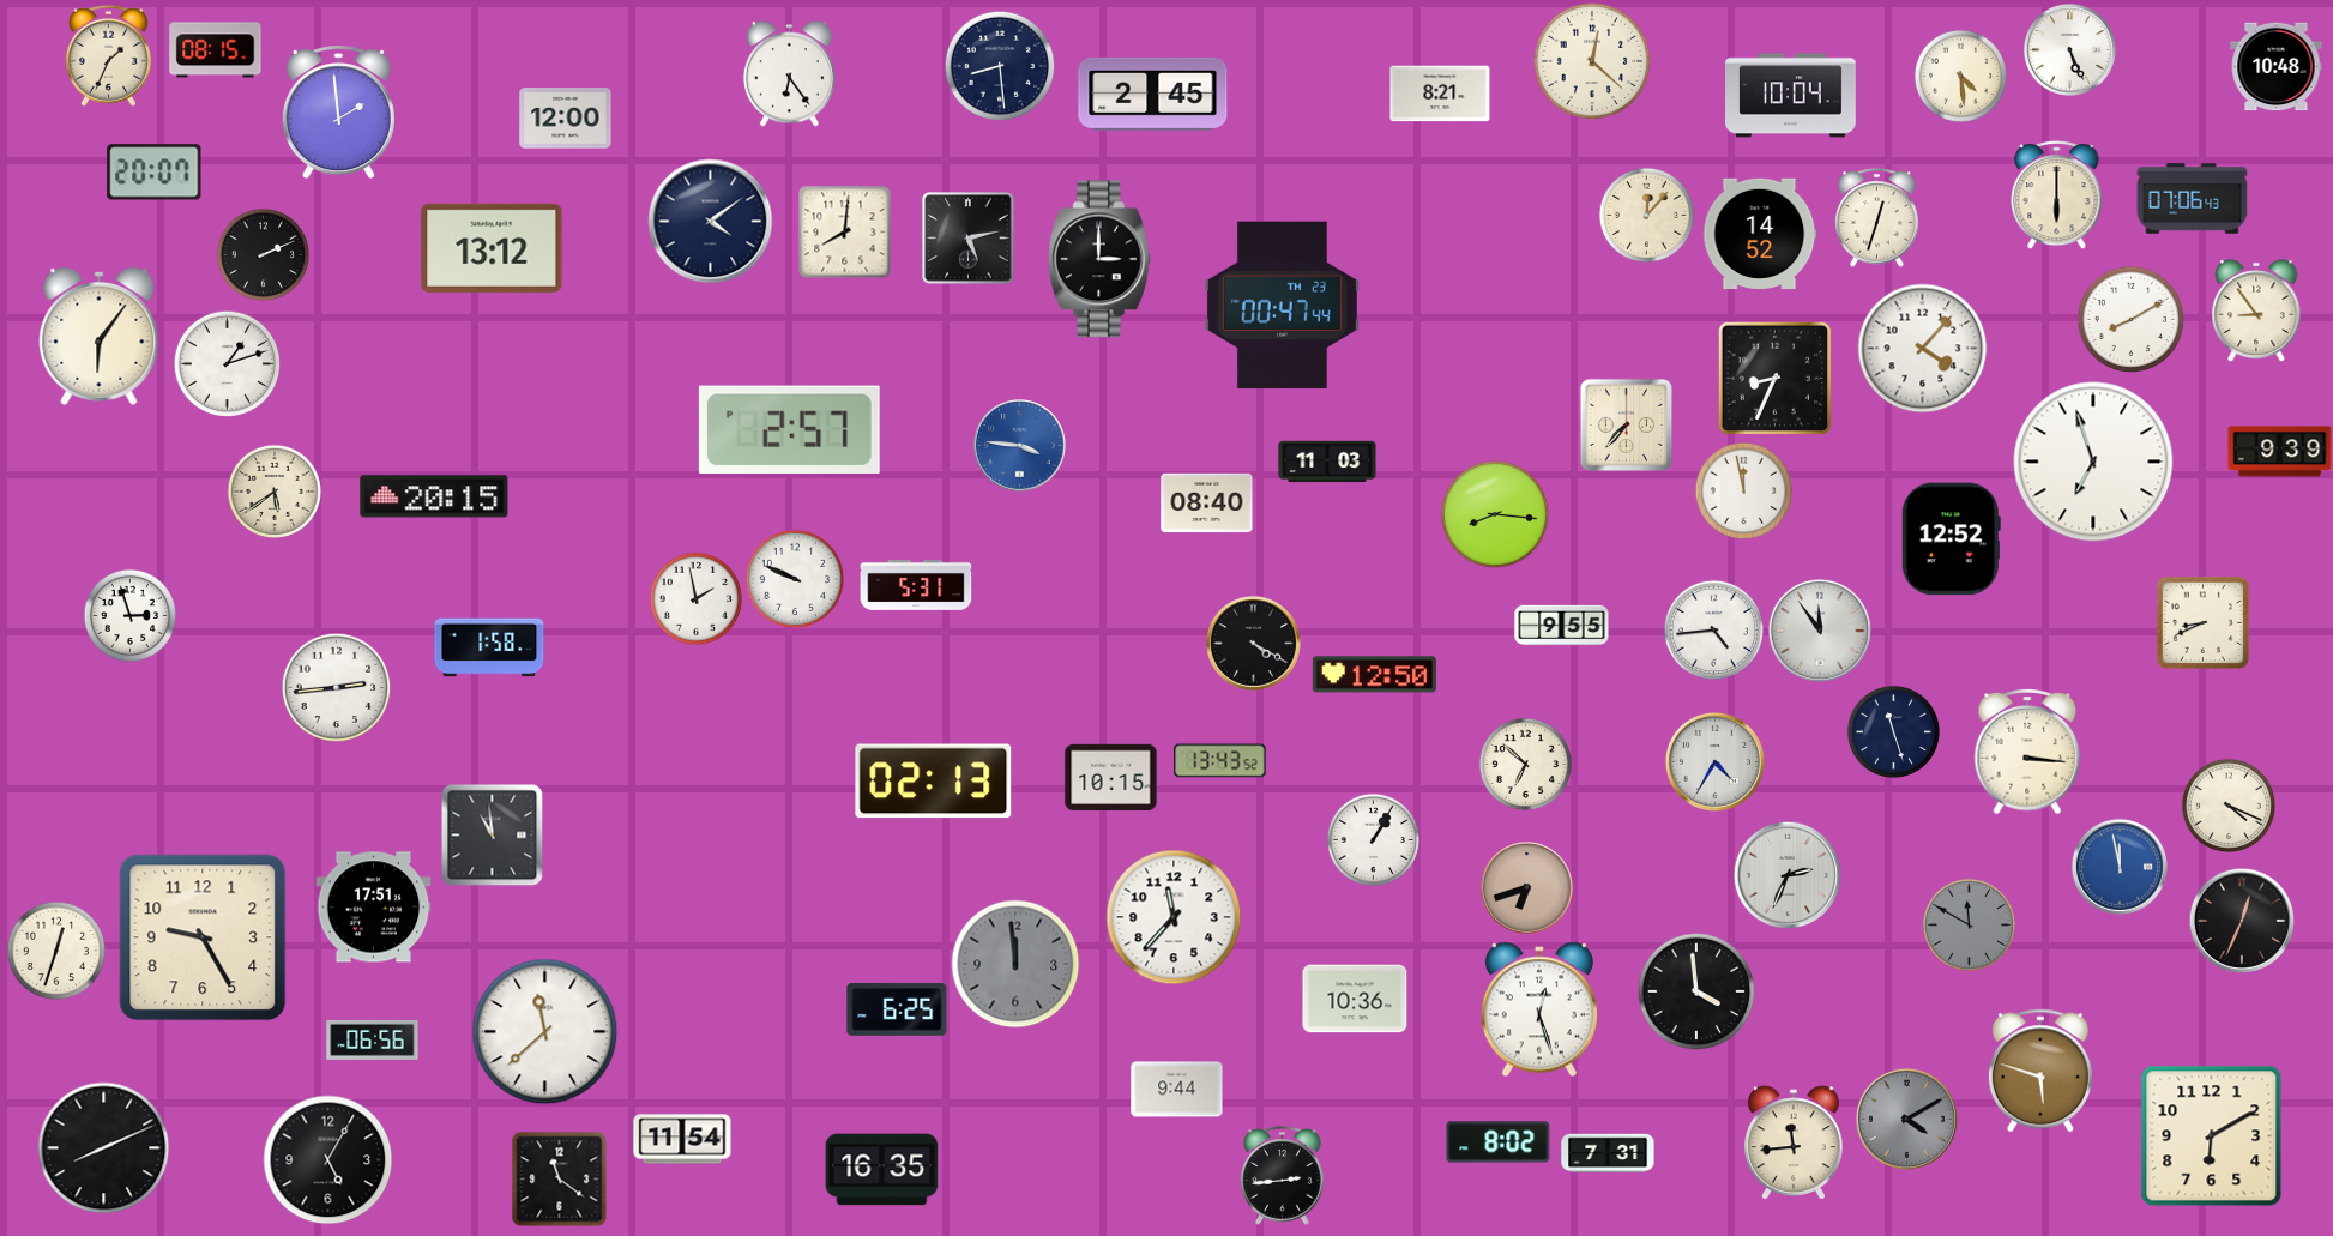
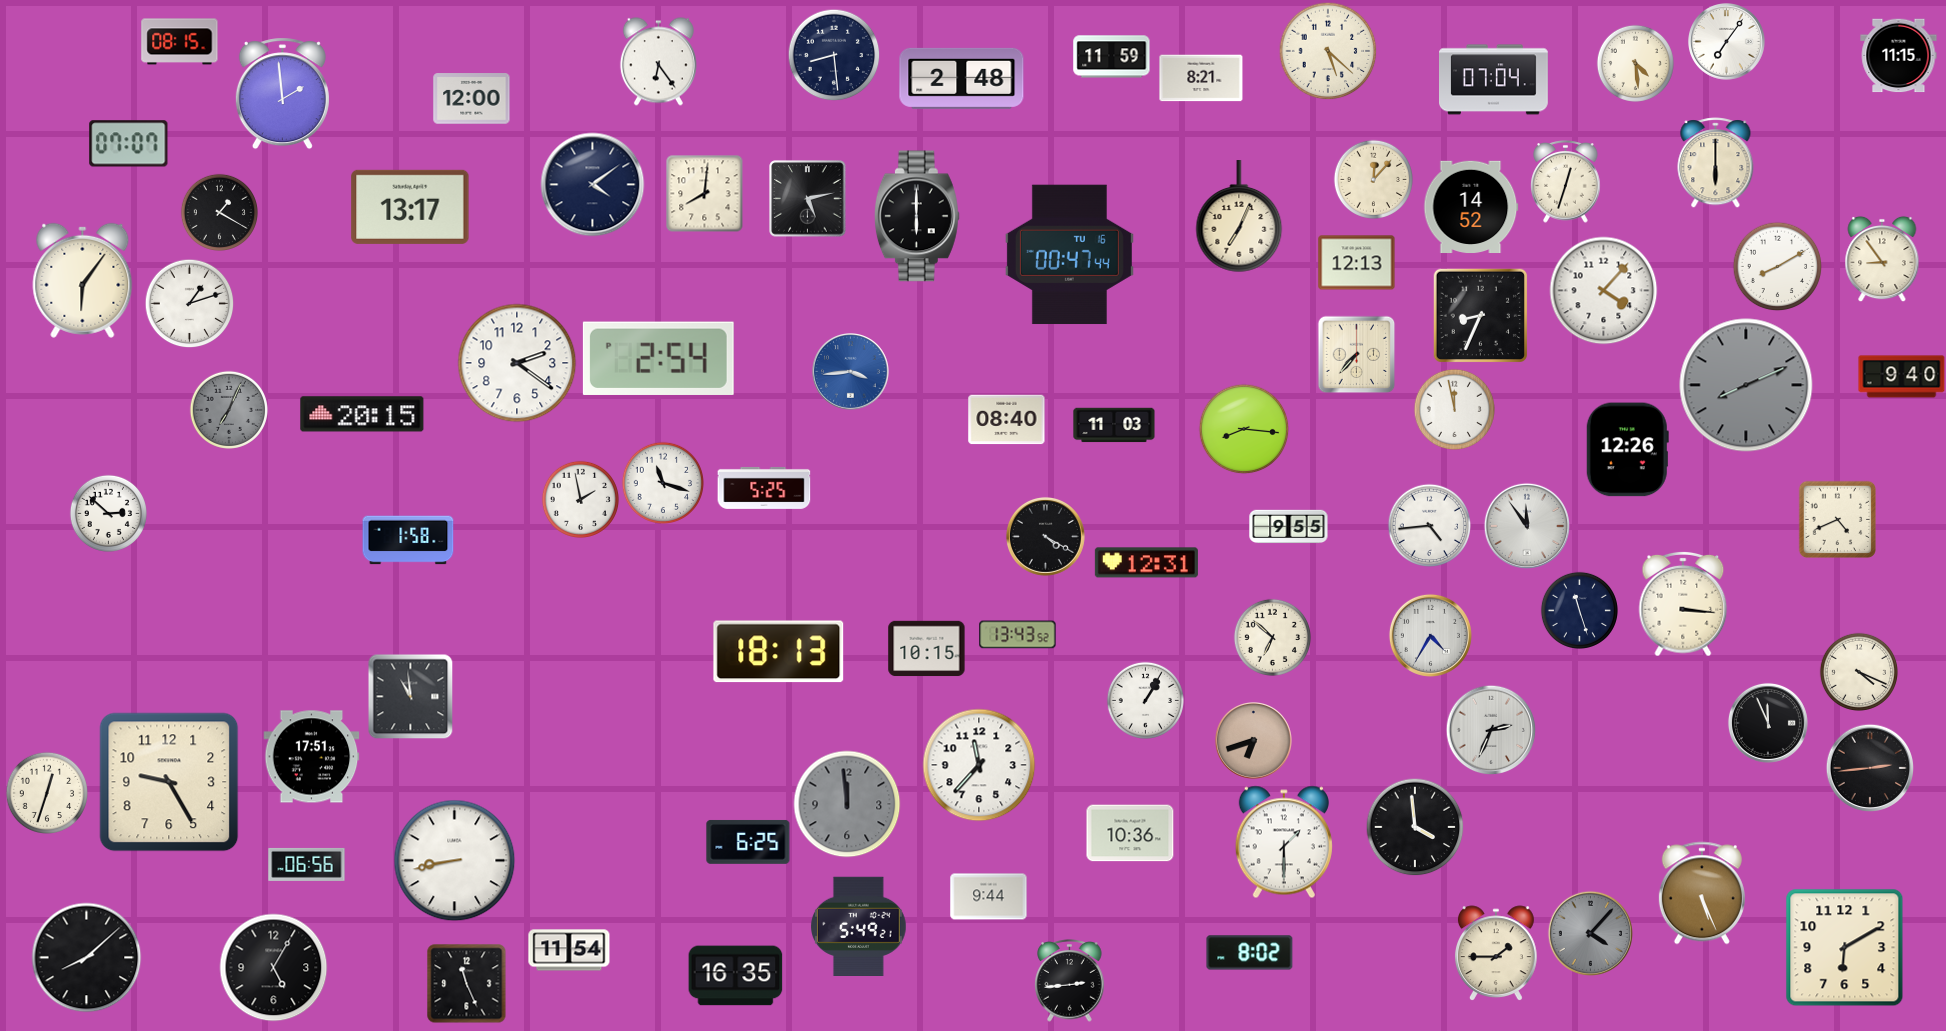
clock at (2070, 50): 5:26 -> 7:06
clock at (108, 55): 1:34 -> none
clock at (1592, 61): 12:22 -> 5:22
clock at (2277, 67): 10:48 -> 11:15
clock at (1112, 57): none -> 11:59
clock at (1153, 94): 2:45 -> 2:48
clock at (1791, 96): 10:04 -> 07:04
clock at (155, 173): 20:07 -> 07:07
clock at (2193, 199): 07:06 -> none
clock at (1760, 234) position: (1760, 234) -> (1471, 207)
clock at (492, 248): 13:12 -> 13:17
clock at (263, 254): 2:11 -> 1:20
clock at (1099, 259): 3:00 -> 6:00
clock at (1239, 217): none -> 7:04
clock at (1282, 306) date: TH 23 -> TU 16
clock at (1357, 263): none -> 12:13
clock at (789, 429): 2:57 -> 2:54
clock at (517, 363): none -> 2:21
clock at (1020, 446): 3:46 -> 3:44
clock at (2280, 452): 9:39 -> 9:40
clock at (1327, 462) position: (1327, 462) -> (1114, 425)
clock at (2093, 462): 6:57 -> 8:11
clock at (2093, 462) dial: white -> grey
clock at (275, 492): 5:39 -> 7:04
clock at (275, 492) dial: cream -> grey
clock at (1495, 514) position: (1495, 514) -> (1244, 429)
clock at (1951, 539): 12:52 -> 12:26
clock at (794, 578): 9:49 -> 11:18
clock at (916, 585): 5:31 -> 5:25
clock at (129, 615): 2:57 -> 2:52
clock at (2202, 622): 8:41 -> 4:41
clock at (1562, 626) position: (1562, 626) -> (1289, 527)
clock at (1820, 631) position: (1820, 631) -> (1527, 526)
clock at (1374, 675): 12:50 -> 12:31
clock at (336, 687): 2:44 -> none
clock at (2027, 752) position: (2027, 752) -> (1683, 604)
clock at (934, 782): 02:13 -> 18:13
clock at (2120, 867): 11:58 -> 11:56
clock at (2120, 867) dial: blue -> black
clock at (1527, 888) position: (1527, 888) -> (1254, 741)
clock at (2241, 920): 12:34 -> 2:44
clock at (1969, 924): 11:50 -> none
clock at (1539, 1009): 12:27 -> 1:30
clock at (545, 1032): 11:38 -> 8:43
clock at (373, 1039) position: (373, 1039) -> (307, 864)
clock at (2040, 1071): 5:48 -> 5:26
clock at (1177, 1090) position: (1177, 1090) -> (989, 897)
clock at (859, 926): none -> 5:49
clock at (1906, 1119): 4:10 -> 4:07
clock at (1794, 1142): 11:44 -> 1:45
clock at (104, 1148): 8:11 -> 8:08
clock at (1608, 1153): 7:31 -> none
clock at (560, 1180): 11:21 -> 11:26
